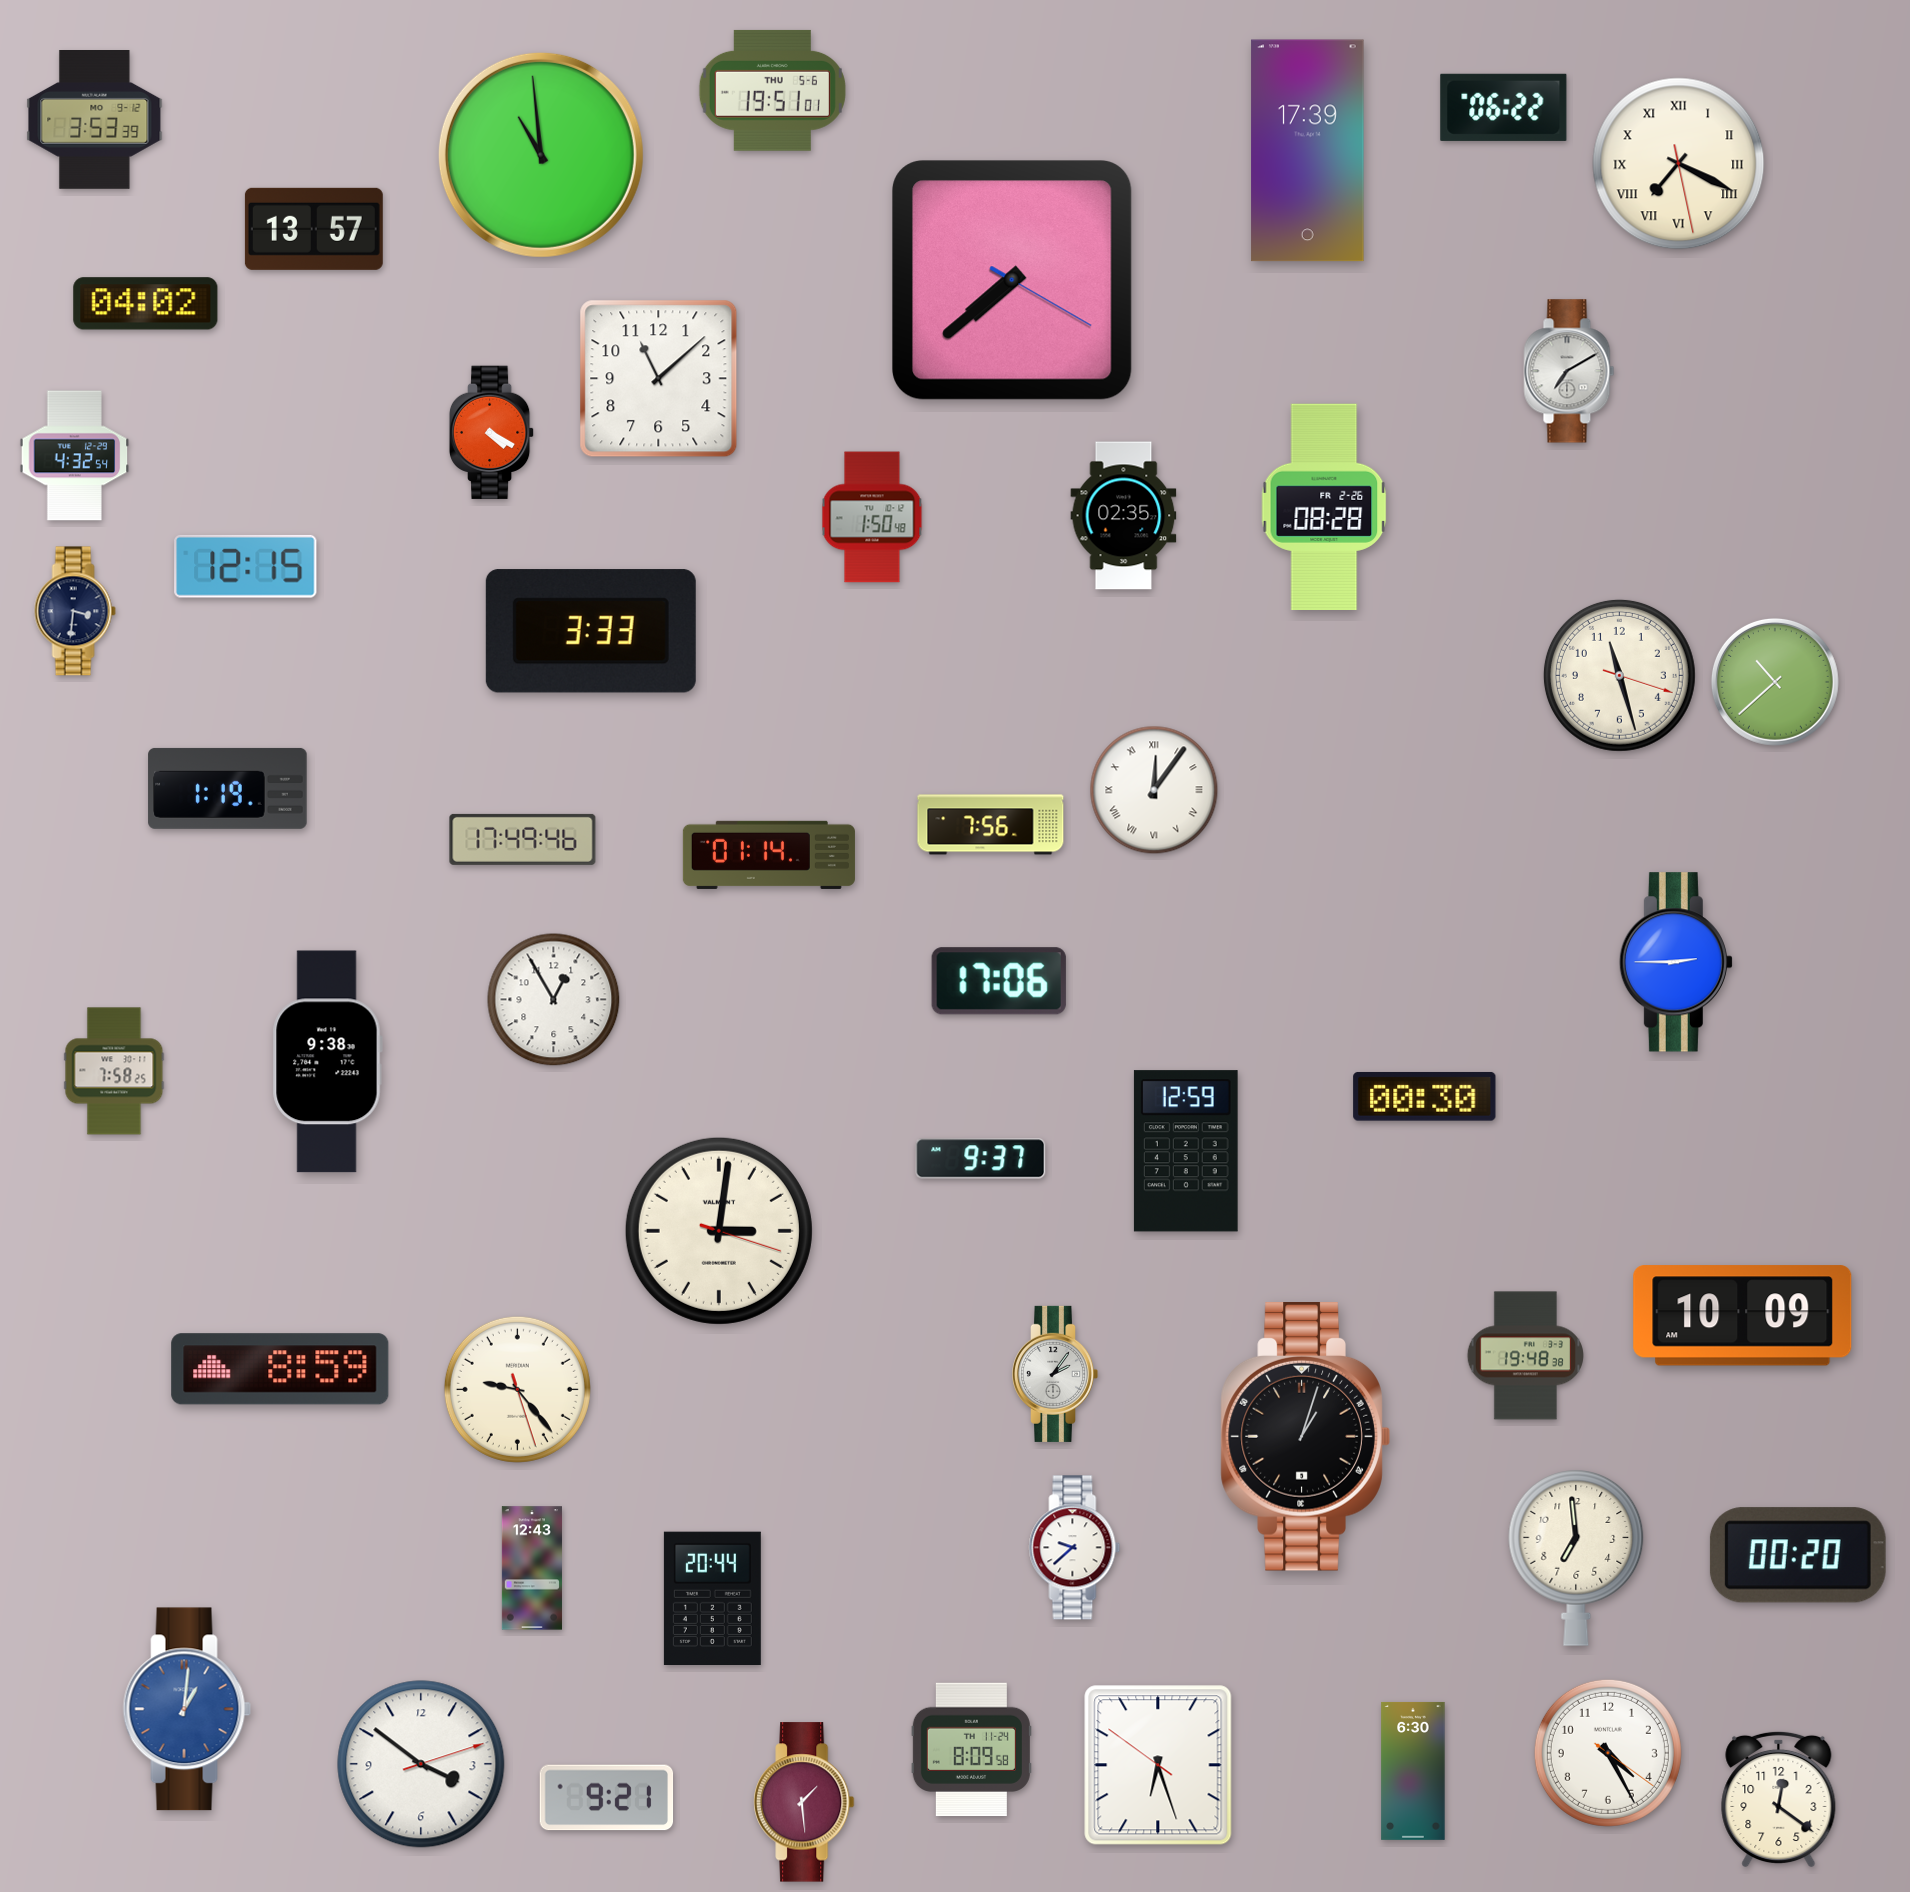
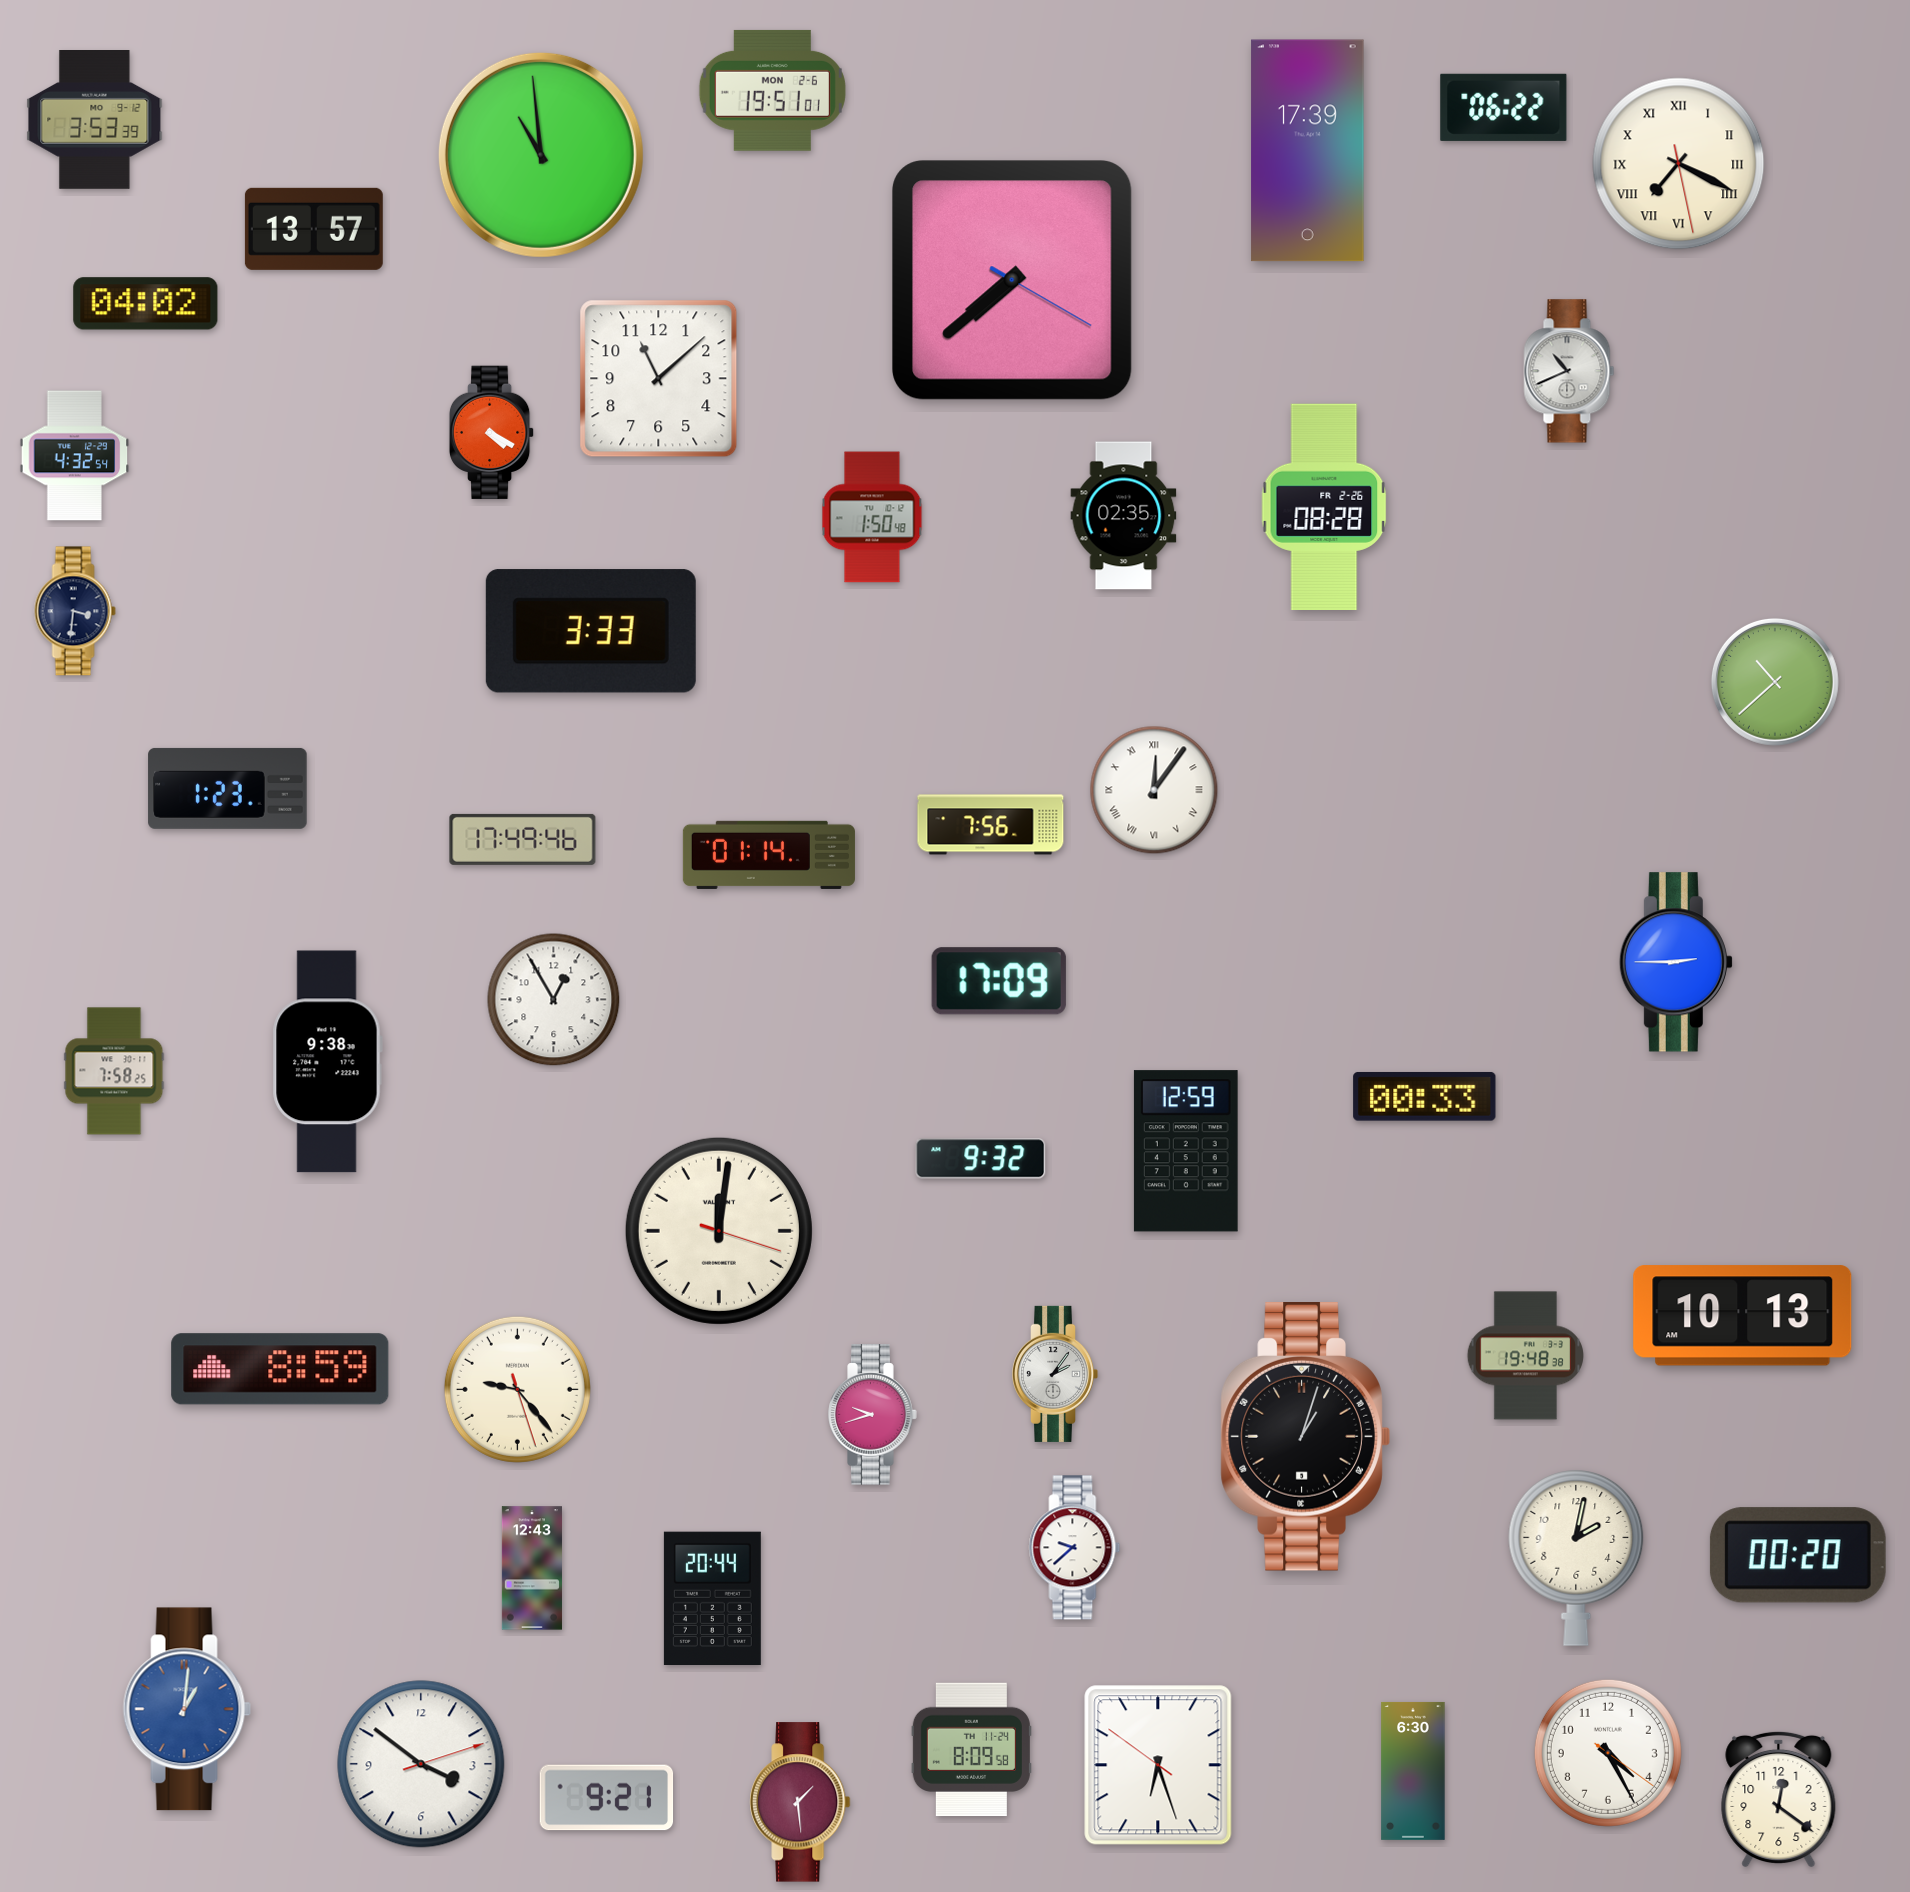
clock at (772, 90) date: THU 5-6 -> MON 2-6
clock at (1569, 371): 7:10 -> 10:41
clock at (246, 566): 12:15 -> none
clock at (1619, 675): 11:27 -> none
clock at (228, 788): 1:19 -> 1:23
clock at (999, 981): 17:06 -> 17:09
clock at (1425, 1096): 00:30 -> 00:33
clock at (981, 1159): 9:37 -> 9:32
clock at (719, 1231): 3:01 -> 12:01
clock at (1743, 1316): 10:09 -> 10:13
clock at (873, 1415): none -> 9:42
clock at (1576, 1558): 6:59 -> 2:02
clock at (805, 1802) position: (805, 1802) -> (801, 1802)
